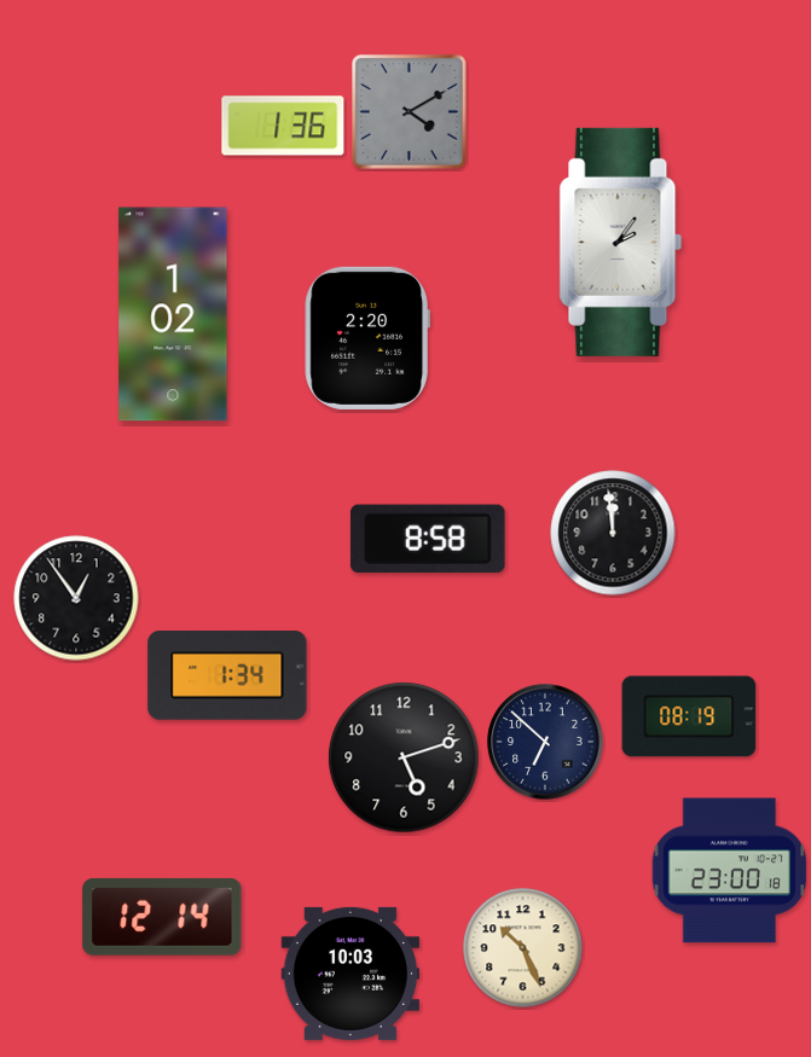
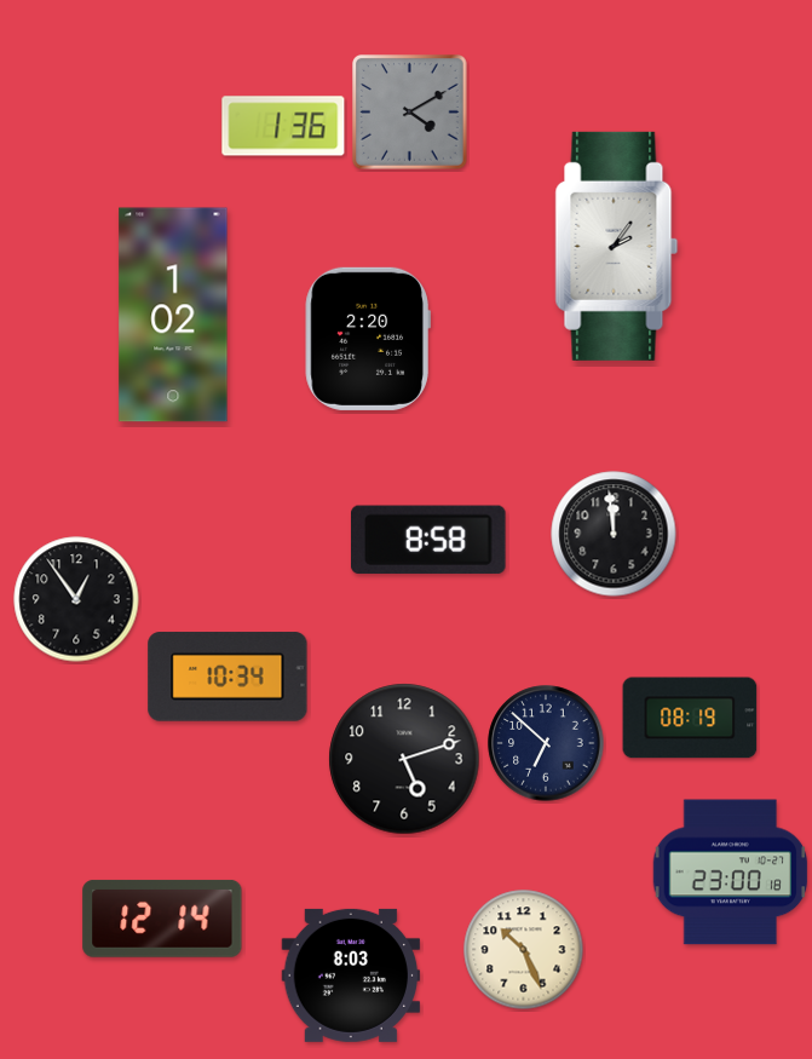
clock at (621, 242) position: (621, 242) -> (617, 246)
clock at (227, 675): 1:34 -> 10:34
clock at (351, 974): 10:03 -> 8:03
